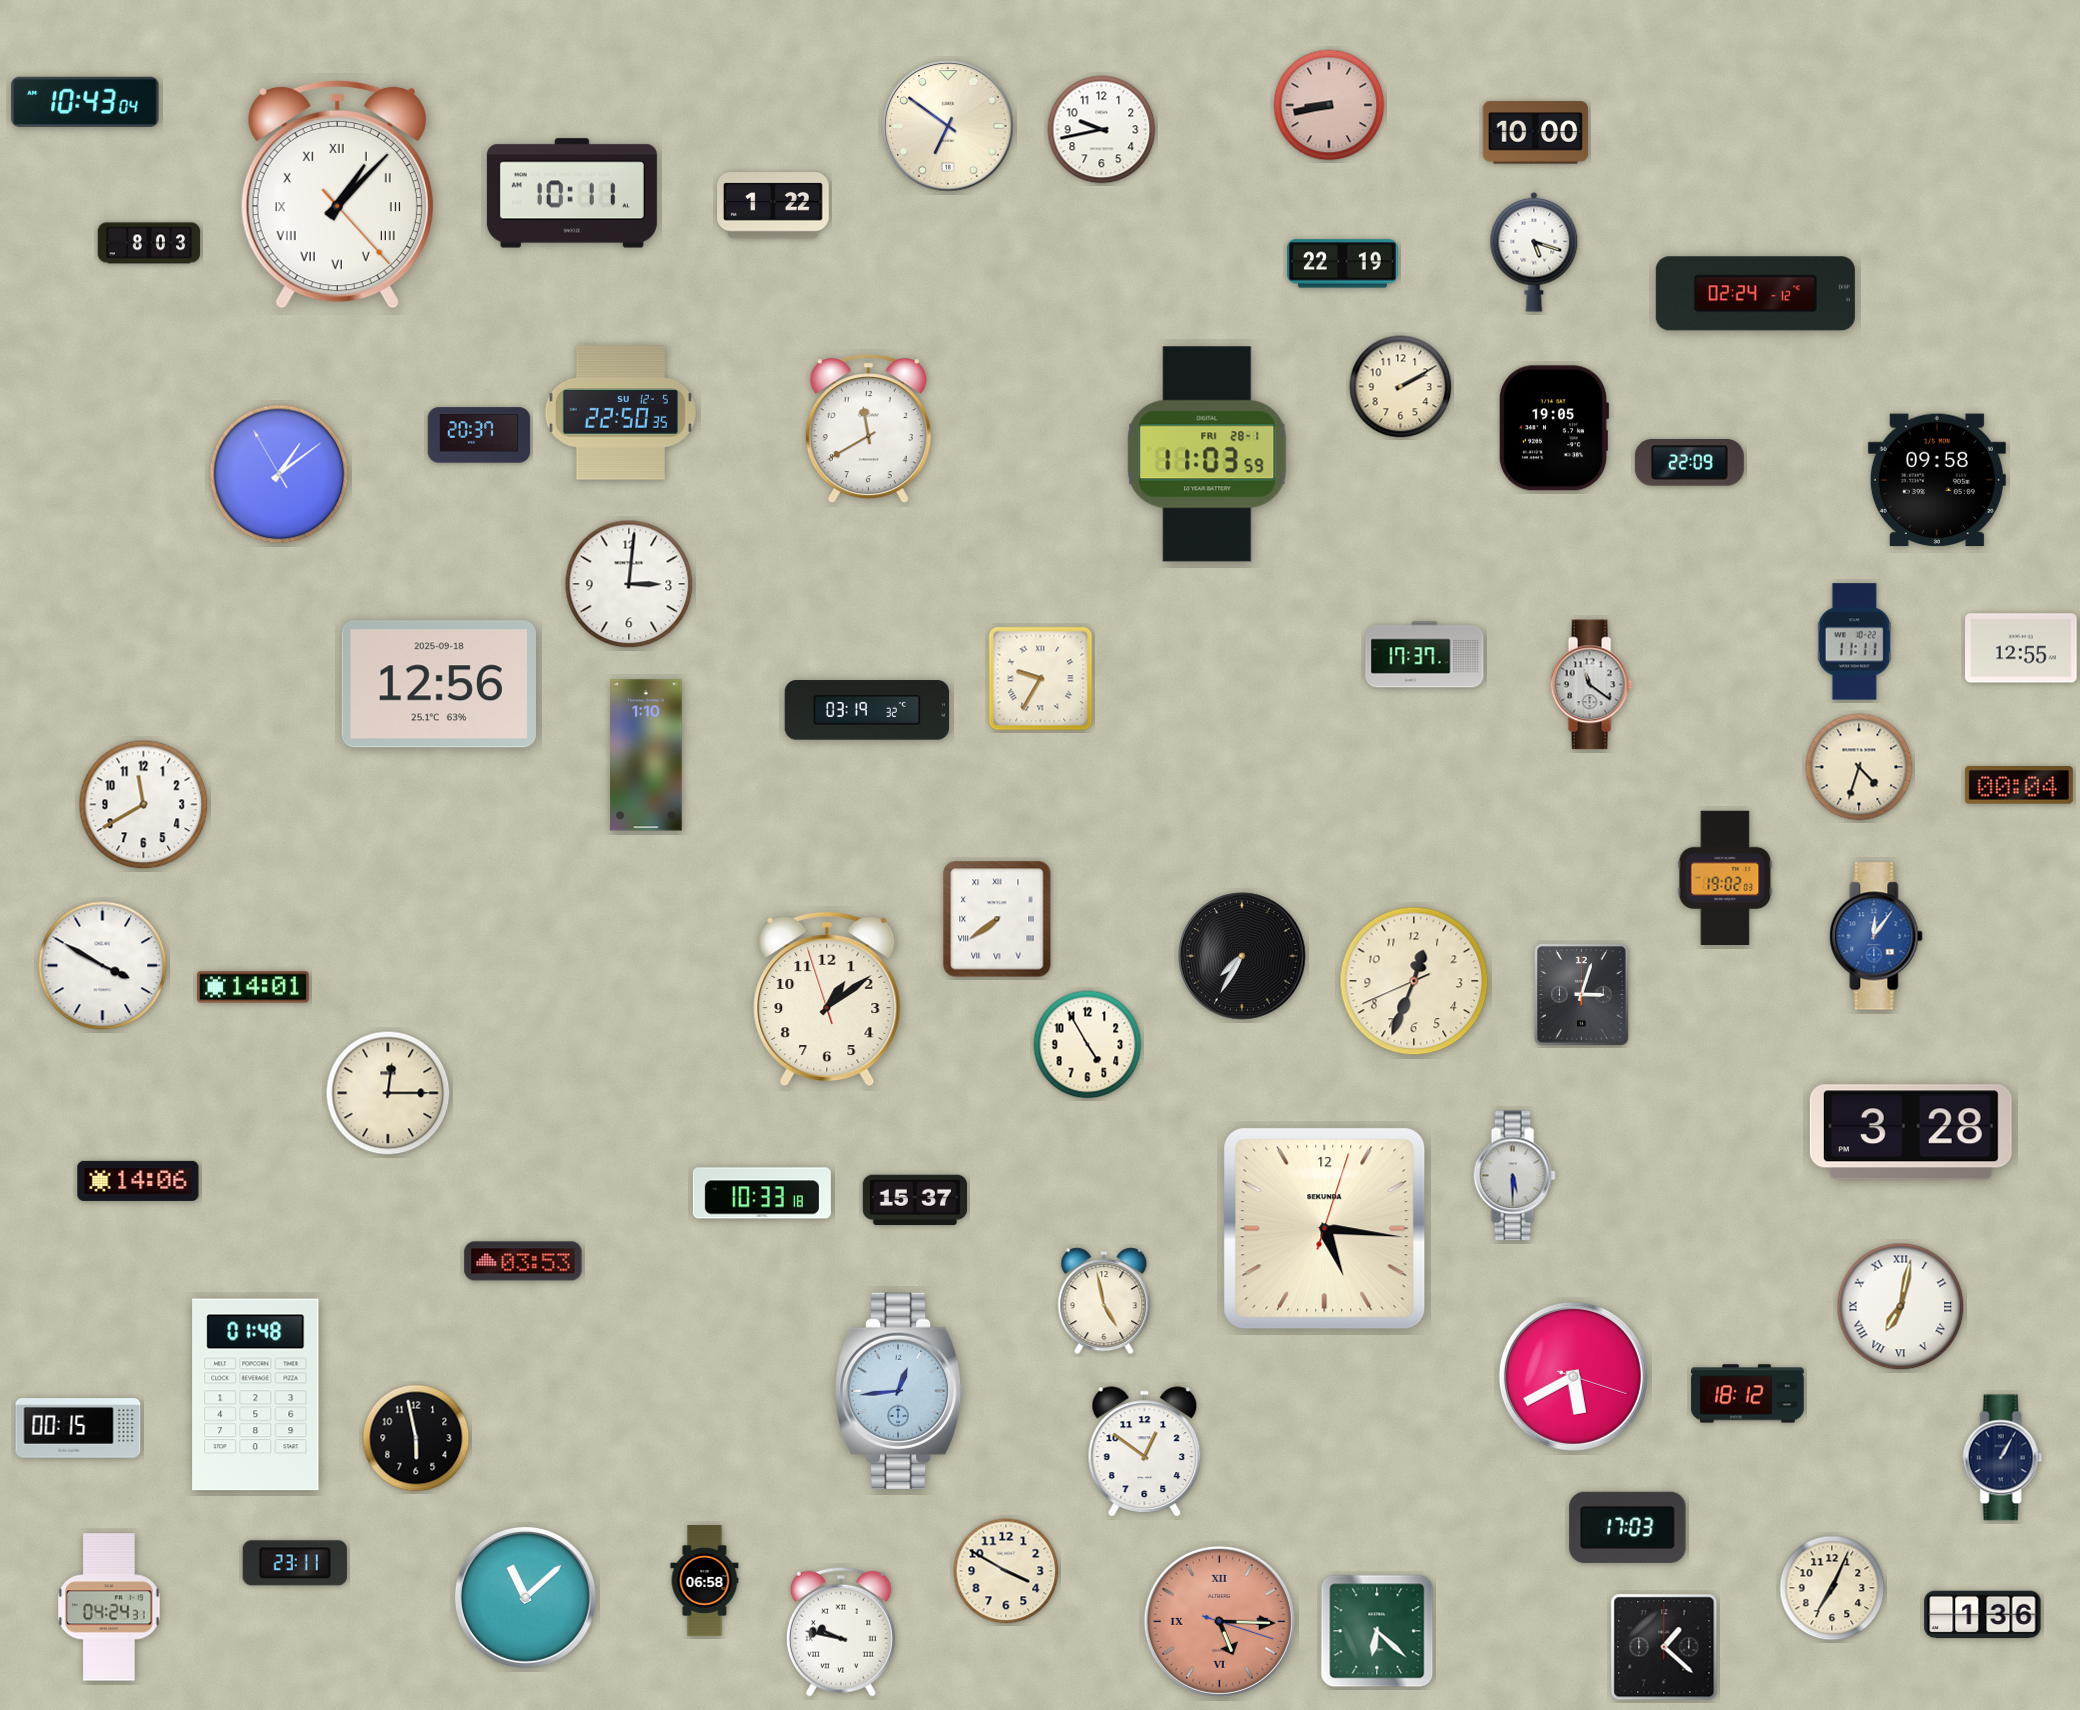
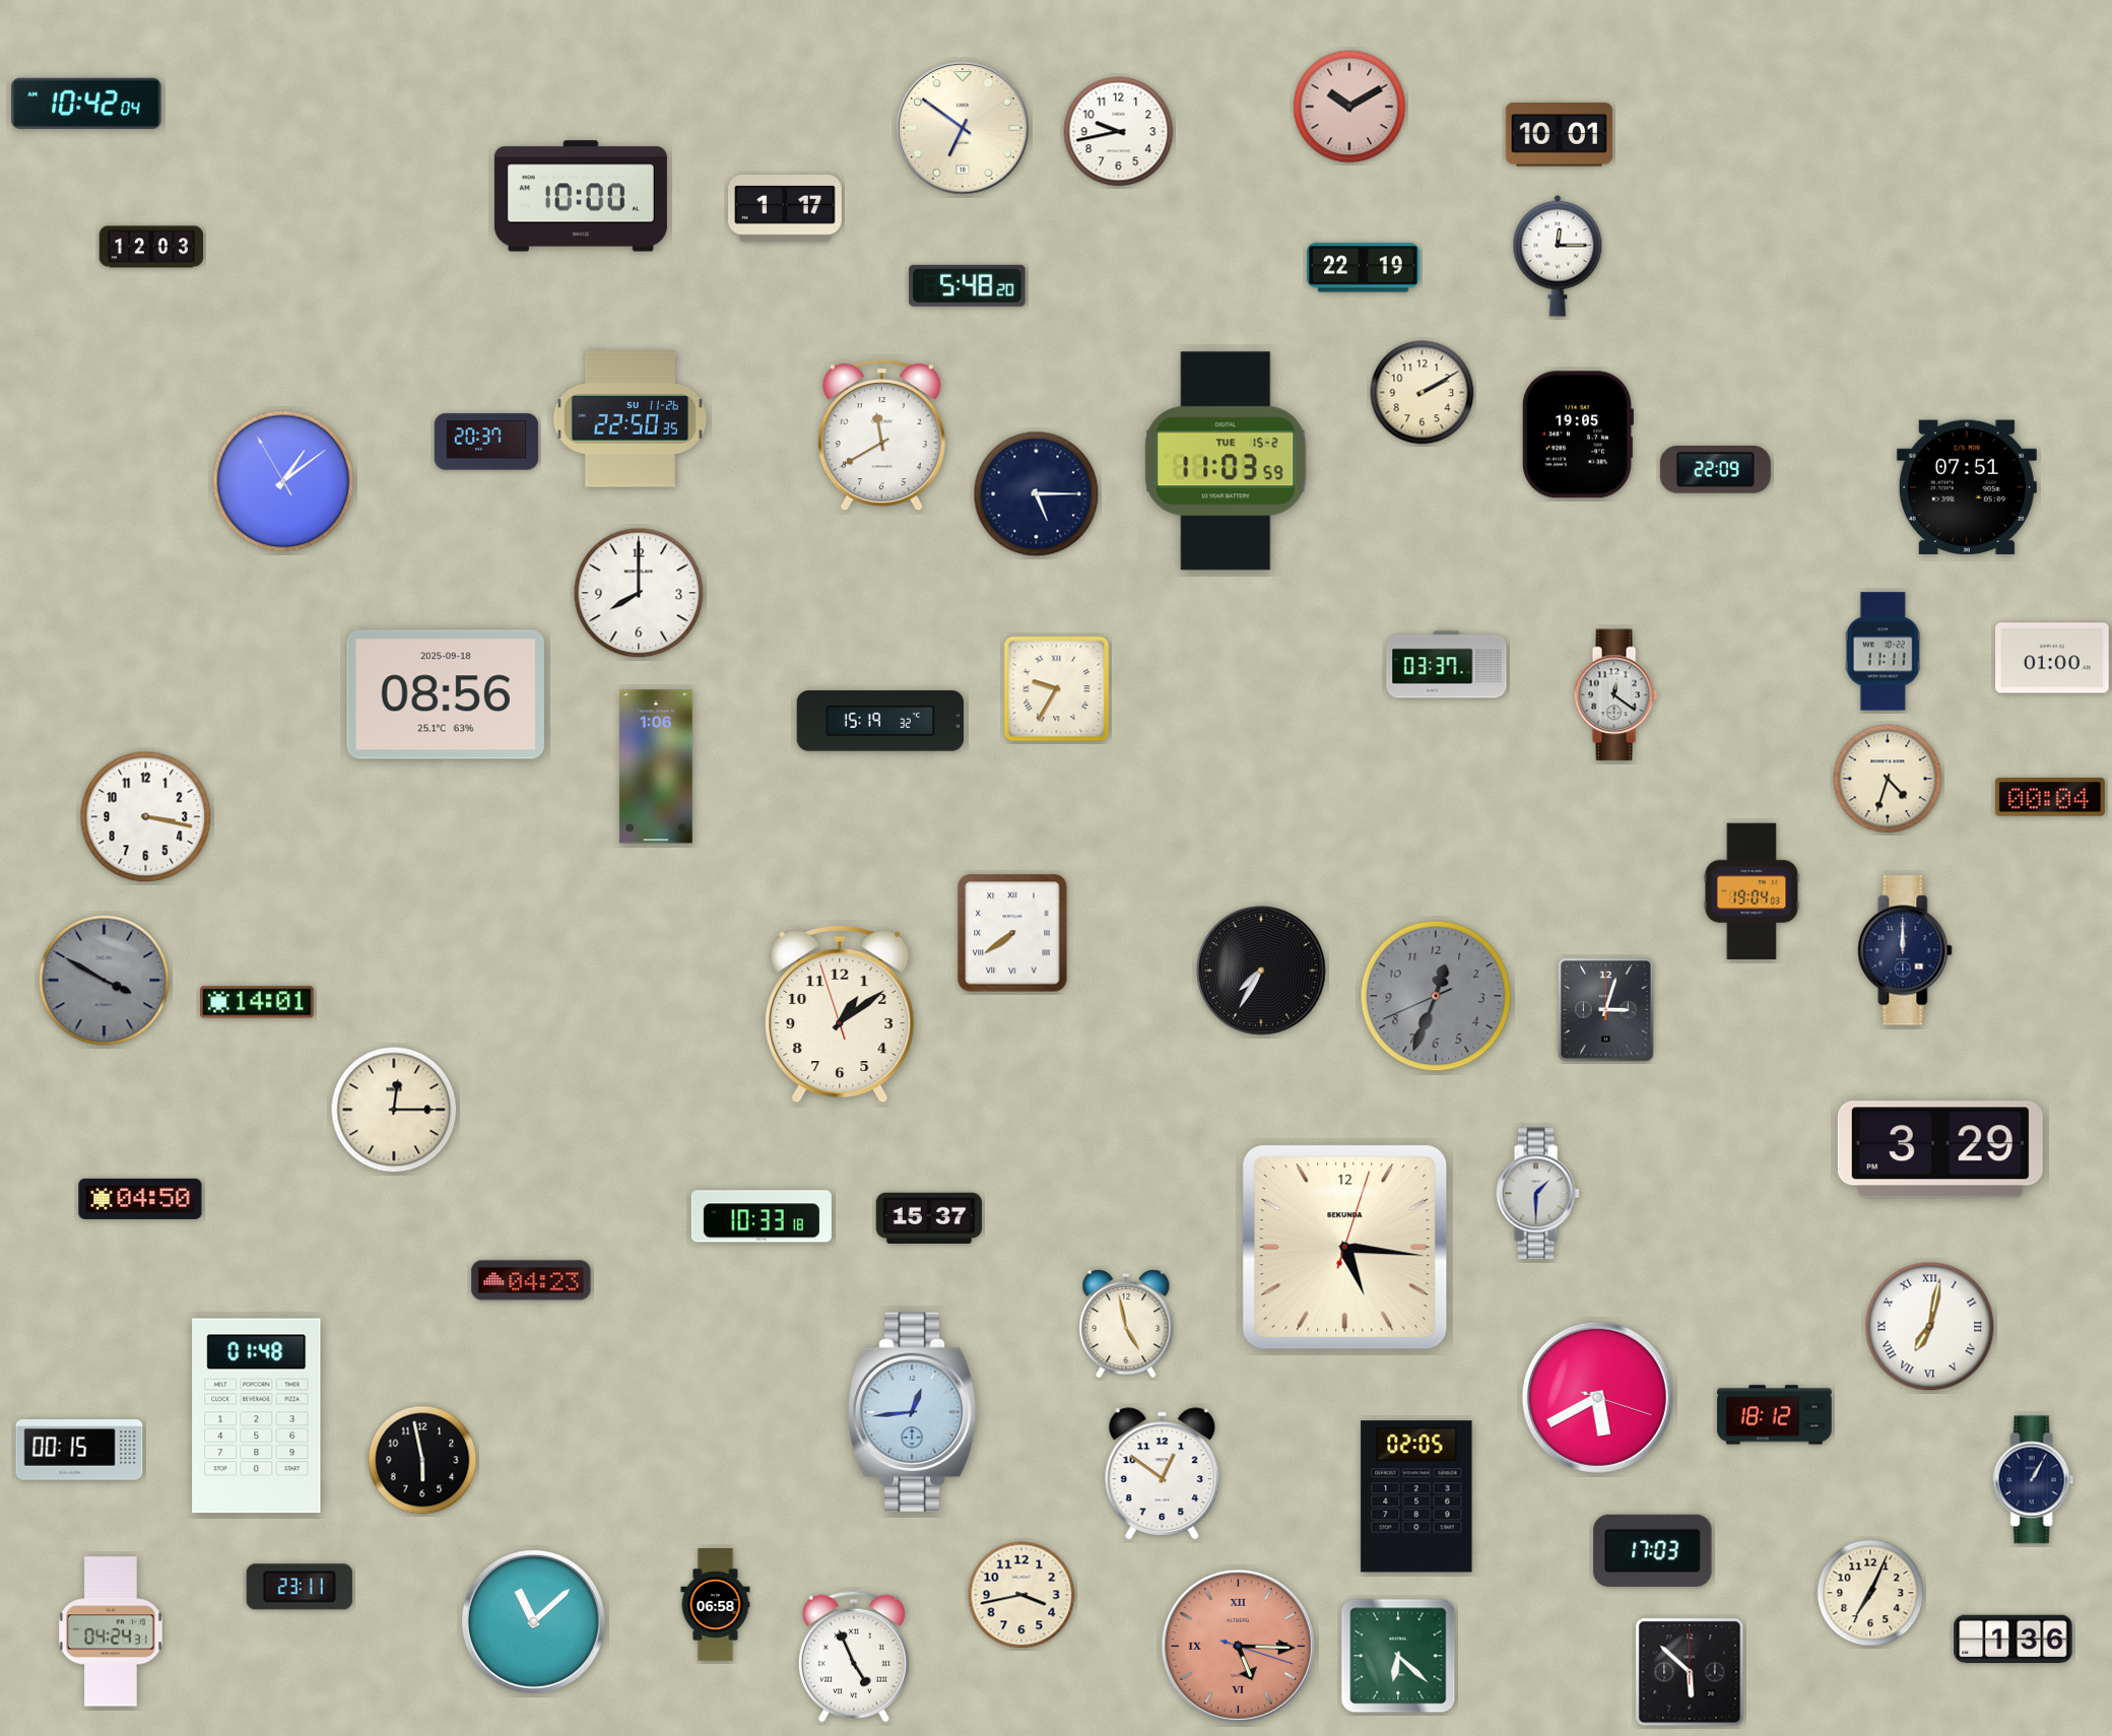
clock at (85, 102): 10:43 -> 10:42
clock at (1329, 105): 8:43 -> 10:10
clock at (1535, 133): 10:00 -> 10:01
clock at (572, 193): 10:11 -> 10:00
clock at (337, 194): 1:07 -> none
clock at (774, 205): 1:22 -> 1:17
clock at (149, 243): 8:03 -> 12:03
clock at (1534, 252): 5:18 -> 12:15
clock at (968, 285): none -> 5:48
clock at (1755, 294): 02:24 -> none
clock at (620, 413) date: SU 12-5 -> SU 11-26
clock at (1207, 454) date: FRI 28-1 -> TUE 15-2
clock at (1937, 480): 09:58 -> 07:51
clock at (1037, 494): none -> 5:15
clock at (629, 584): 3:01 -> 8:00
clock at (2022, 648): 12:55 -> 01:00
clock at (1425, 655): 17:37 -> 03:37
clock at (439, 684): 12:56 -> 08:56
clock at (1591, 685): 11:21 -> 12:21
clock at (867, 710): 03:19 -> 15:19
clock at (646, 755): 1:10 -> 1:06
clock at (144, 805): 11:40 -> 3:17
clock at (1725, 878): 19:02 -> 19:04
clock at (1876, 936): 12:06 -> 12:00
clock at (1876, 936) dial: blue -> navy
clock at (103, 966) dial: white -> grey
clock at (1414, 981) dial: cream -> grey
clock at (1088, 1045): 4:55 -> none
clock at (1911, 1132): 3:28 -> 3:29
clock at (1514, 1176): 5:30 -> 1:30
clock at (138, 1181): 14:06 -> 04:50
clock at (762, 1193) position: (762, 1193) -> (762, 1216)
clock at (523, 1261): 03:53 -> 04:23
clock at (1104, 1301) position: (1104, 1301) -> (1126, 1324)
clock at (256, 1395) position: (256, 1395) -> (257, 1416)
clock at (1416, 1496): none -> 02:05
clock at (1006, 1571): 3:50 -> 3:43
clock at (1832, 1588) position: (1832, 1588) -> (1870, 1593)
clock at (841, 1632): 9:47 -> 4:56
clock at (1664, 1647): 1:22 -> 5:52
